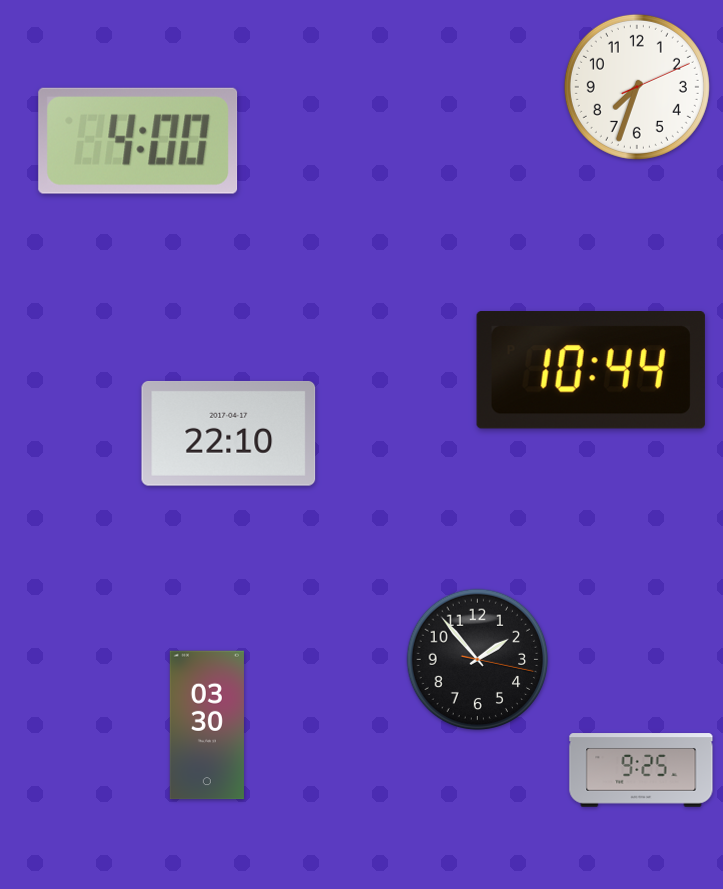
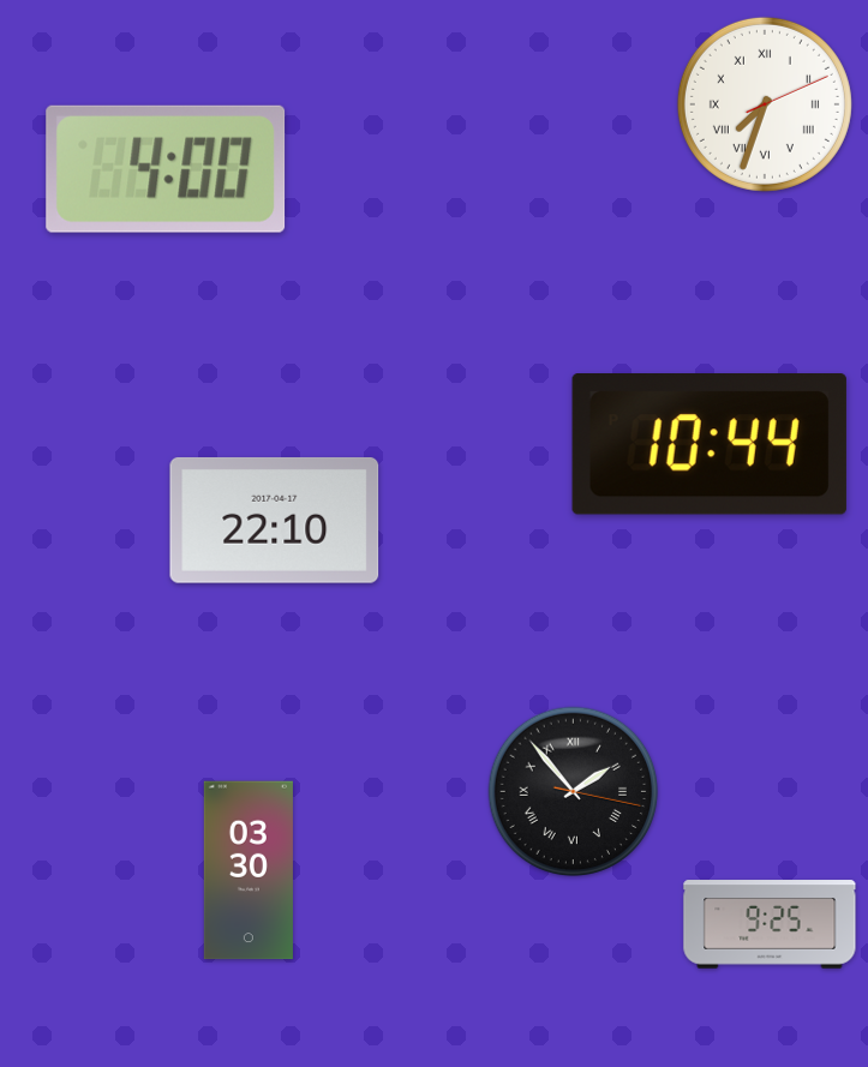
clock at (637, 87) numerals: Arabic -> Roman
clock at (478, 660) numerals: Arabic -> Roman
